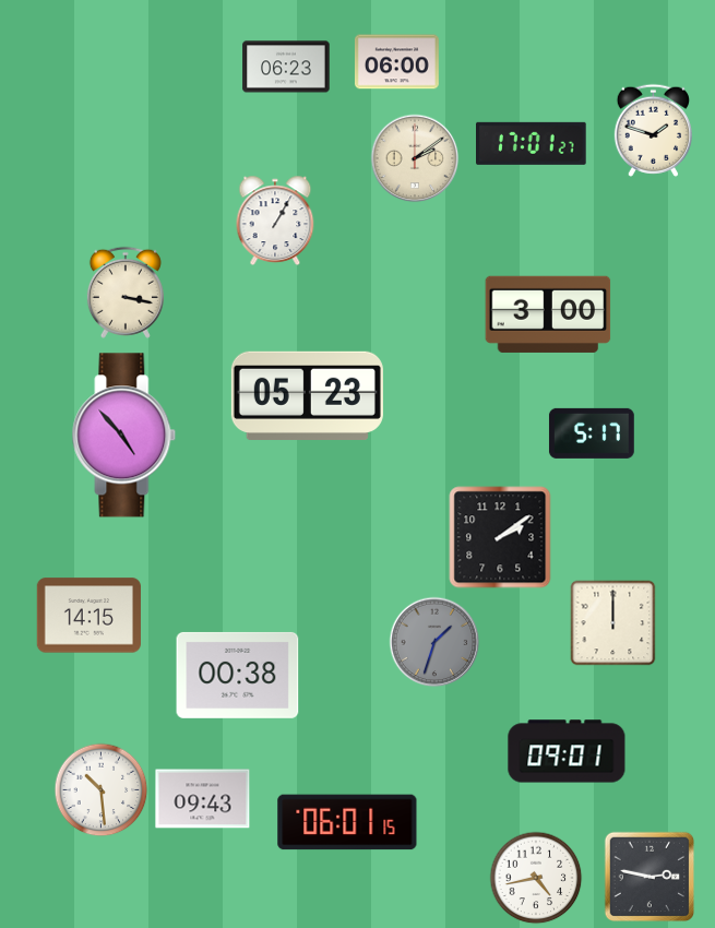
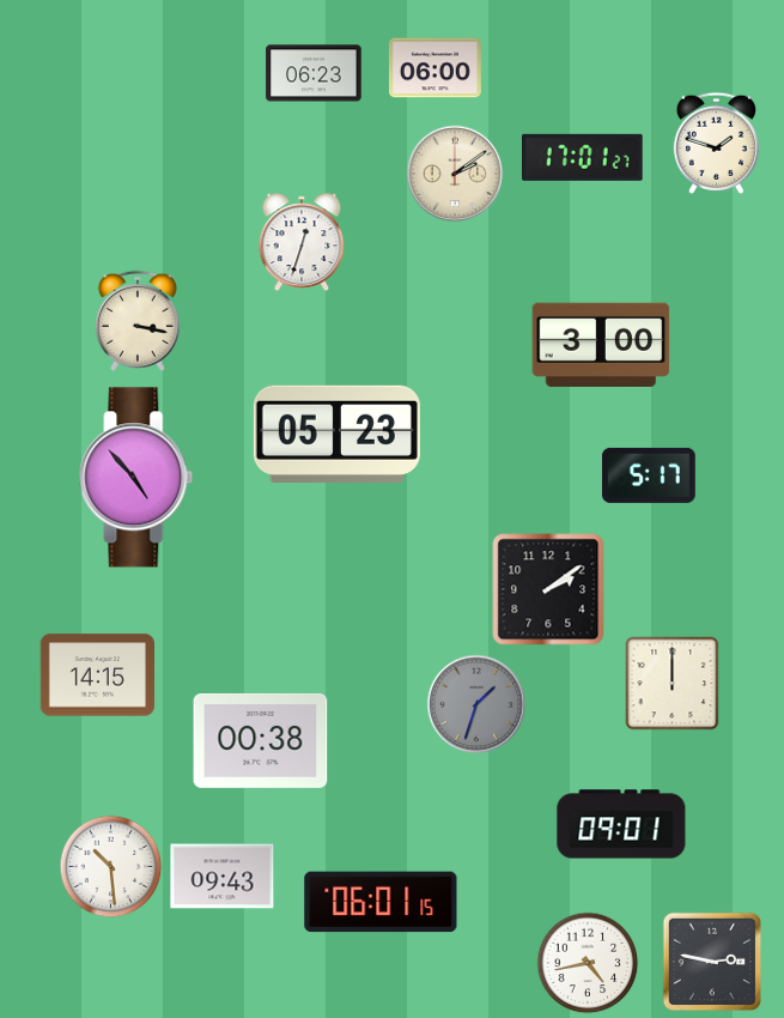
clock at (275, 221): 1:05 -> 12:33
